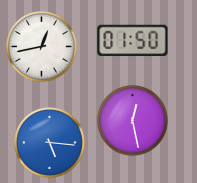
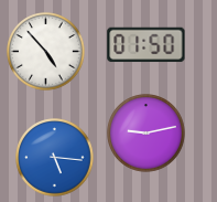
clock at (42, 47): 12:43 -> 4:53
clock at (133, 121): 12:28 -> 9:13
